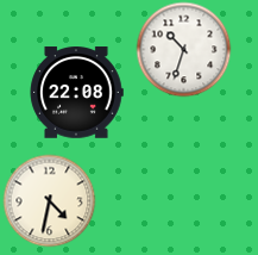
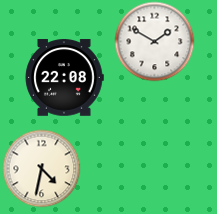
clock at (183, 49): 10:33 -> 1:50
